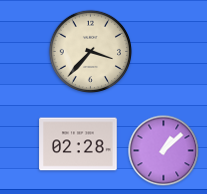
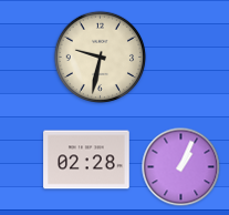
clock at (90, 51): 3:37 -> 9:32
clock at (164, 151): 1:08 -> 1:04
